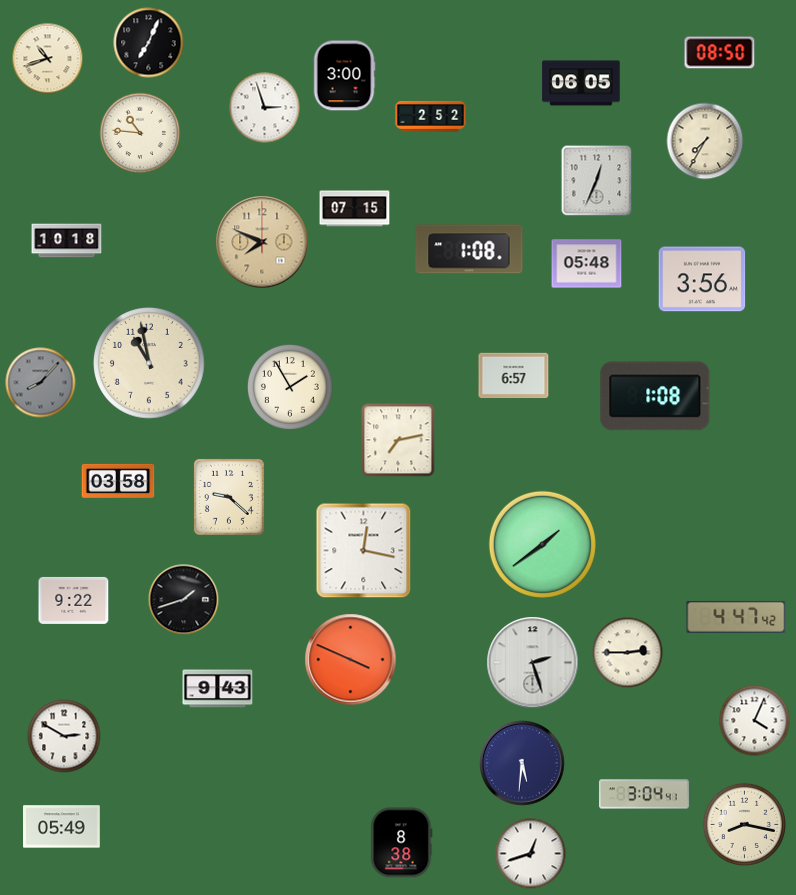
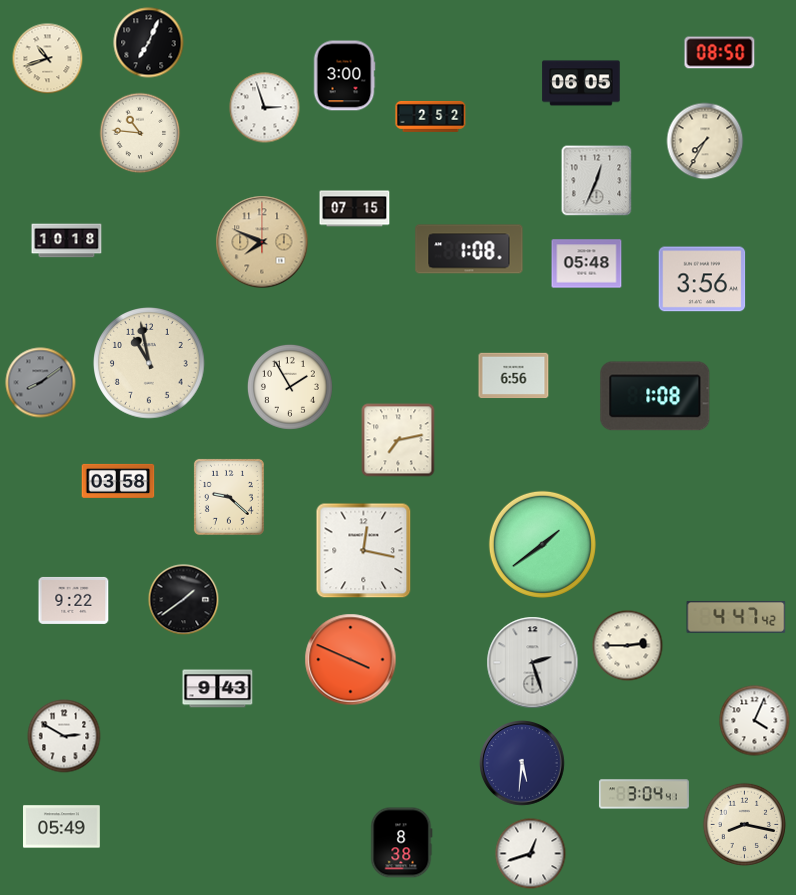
clock at (514, 376): 6:57 -> 6:56
clock at (41, 383): 8:07 -> 8:09
clock at (184, 600): 1:42 -> 1:39
clock at (628, 653) position: (628, 653) -> (628, 646)
